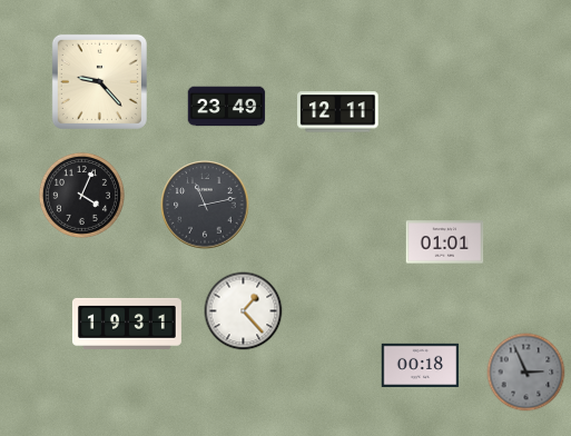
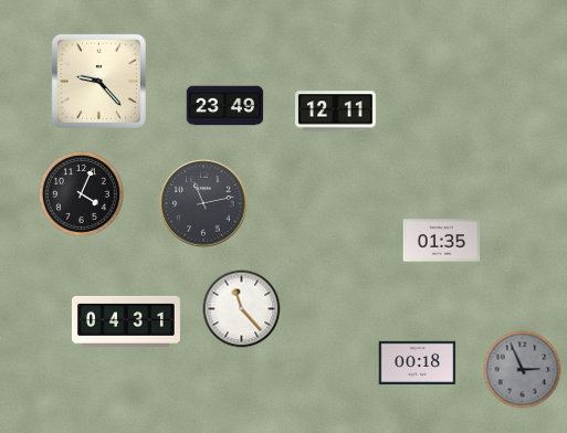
clock at (445, 242): 01:01 -> 01:35
clock at (244, 311): 1:23 -> 11:23
clock at (127, 324): 19:31 -> 04:31
